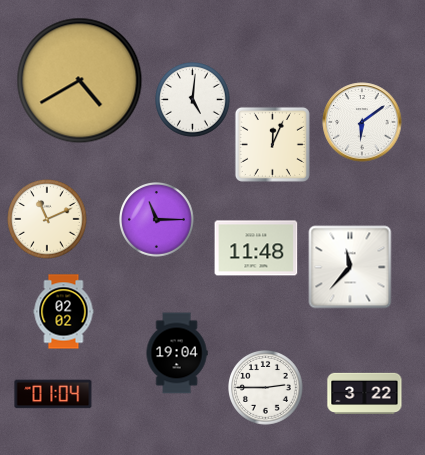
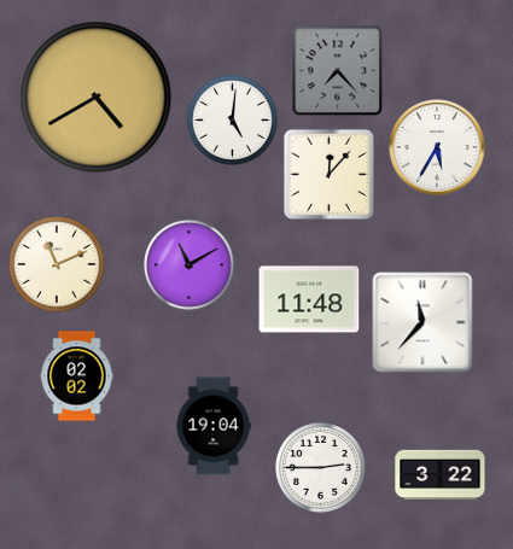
clock at (338, 71): none -> 7:23
clock at (362, 122): 6:09 -> 5:35
clock at (272, 144): 12:04 -> 12:07
clock at (157, 220): 11:15 -> 11:10
clock at (53, 394): 01:04 -> none
